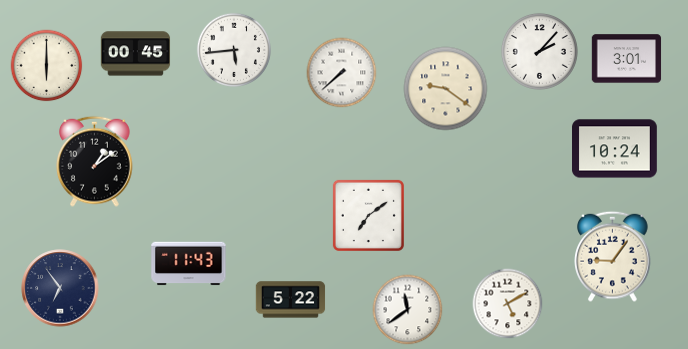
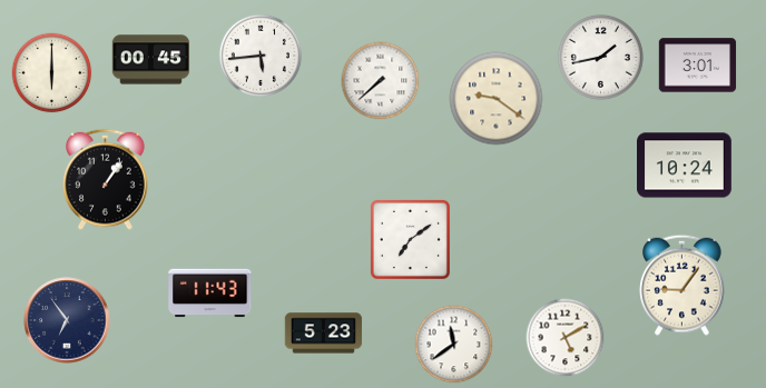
clock at (539, 51): 2:07 -> 1:43
clock at (95, 161): 1:09 -> 1:06
clock at (291, 300): 5:22 -> 5:23
